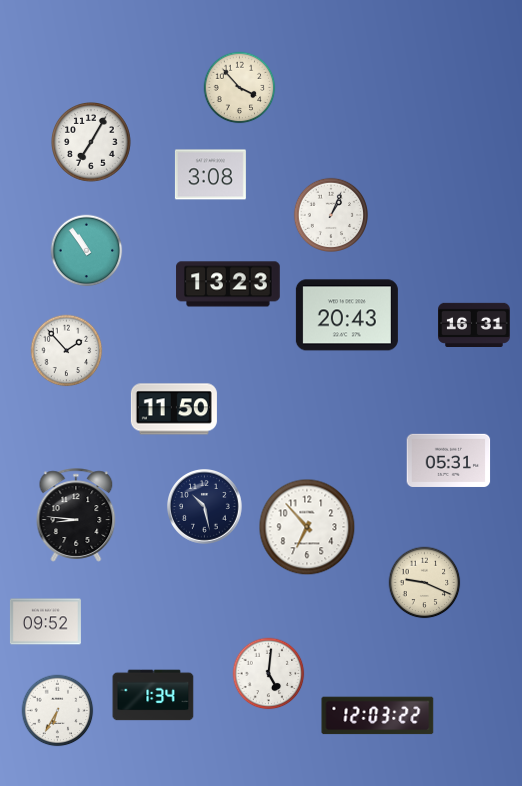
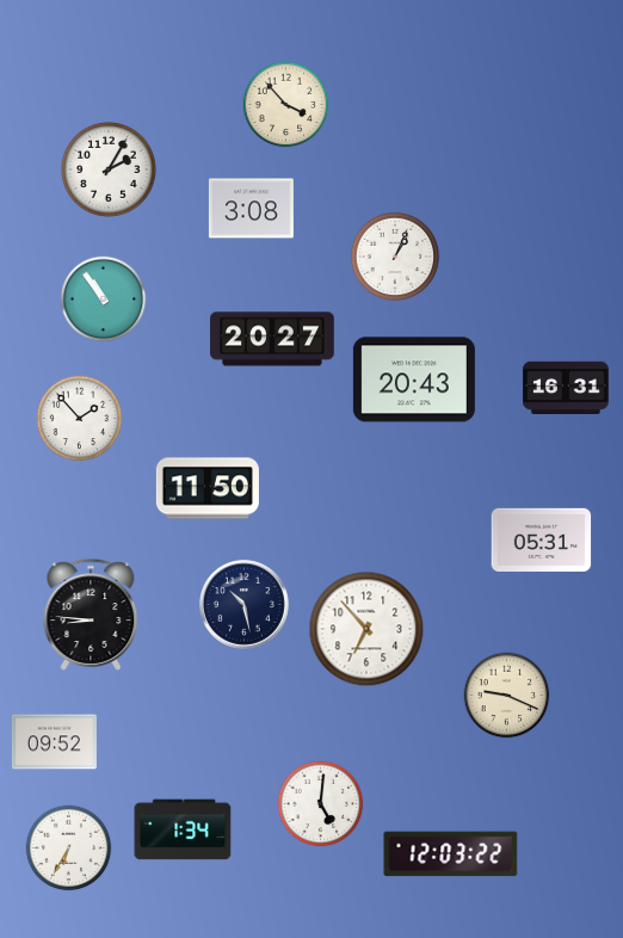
clock at (92, 143): 7:05 -> 2:05
clock at (228, 284): 13:23 -> 20:27
clock at (347, 315) position: (347, 315) -> (414, 379)
clock at (449, 460) position: (449, 460) -> (542, 539)
